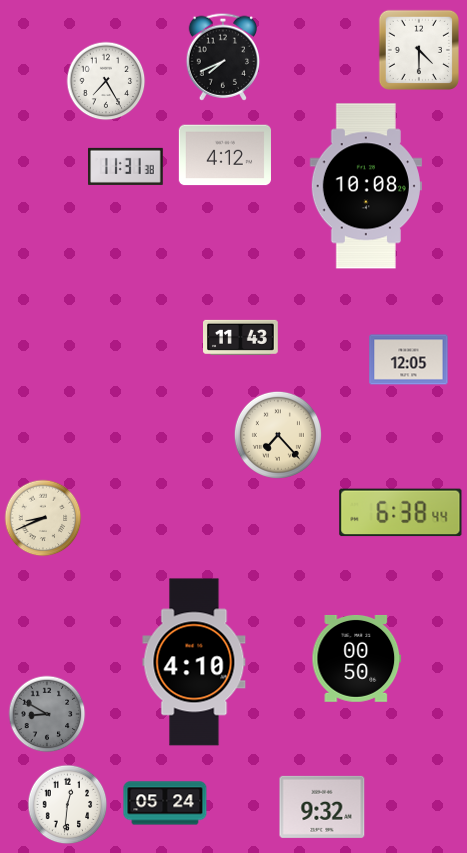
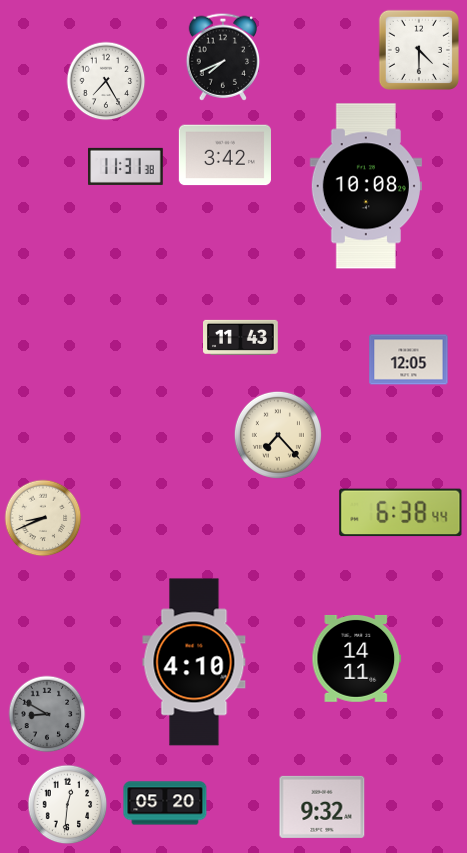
clock at (225, 155): 4:12 -> 3:42
clock at (357, 658): 00:50 -> 14:11
clock at (165, 803): 05:24 -> 05:20
